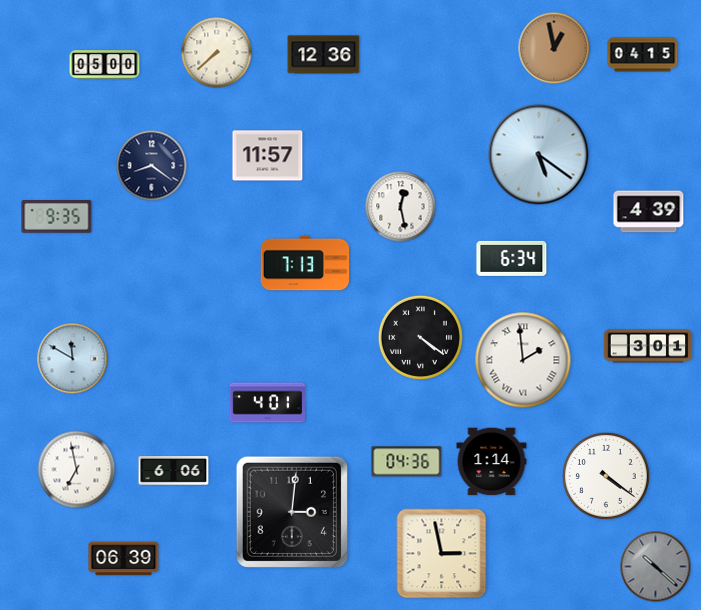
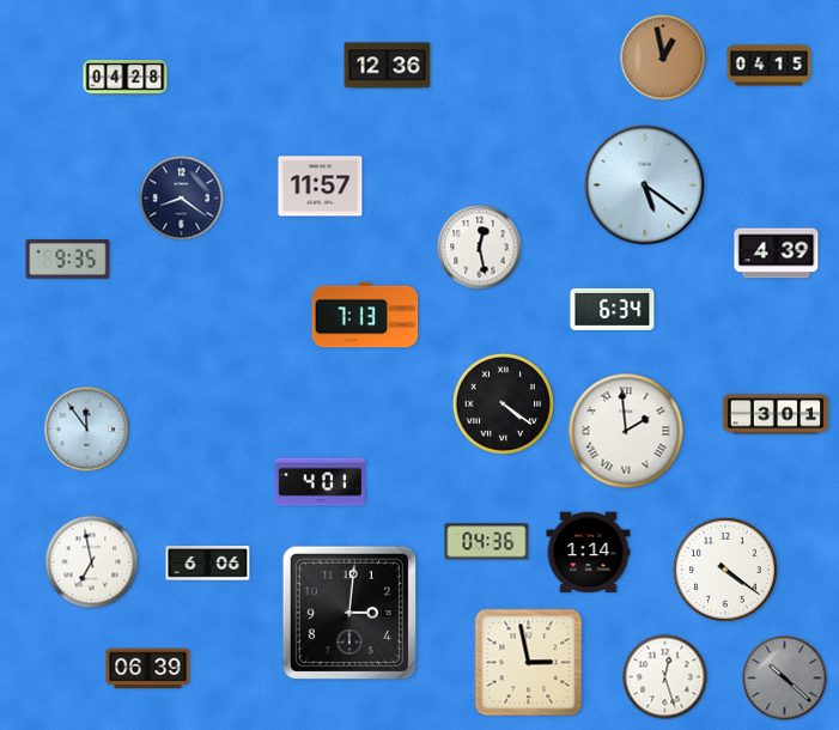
clock at (217, 53): 7:38 -> none
clock at (105, 65): 05:00 -> 04:28
clock at (73, 359): 11:50 -> 11:54
clock at (407, 462) position: (407, 462) -> (487, 542)
clock at (665, 677): none -> 12:27
